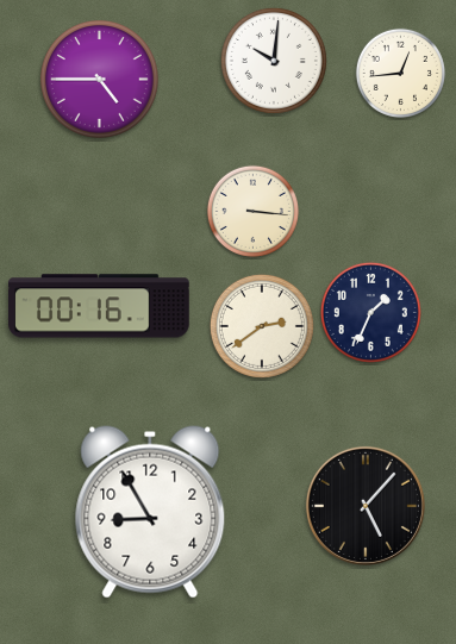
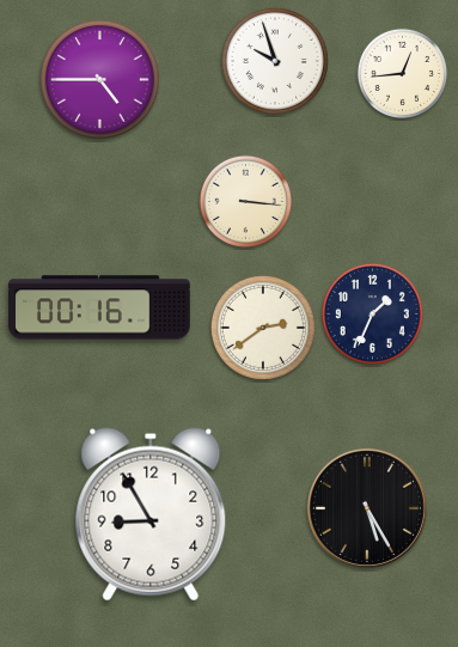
clock at (274, 61): 10:01 -> 9:57
clock at (252, 211) position: (252, 211) -> (245, 201)
clock at (366, 506): 5:07 -> 5:25
